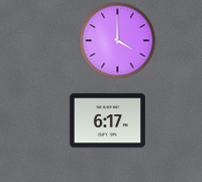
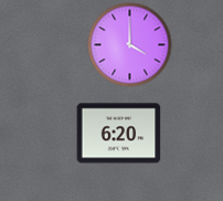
clock at (108, 121): 6:17 -> 6:20
